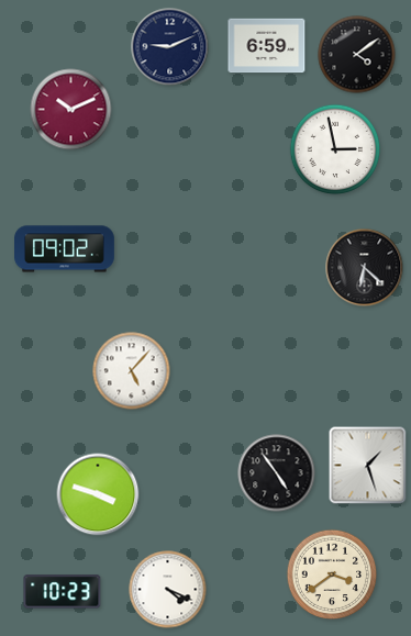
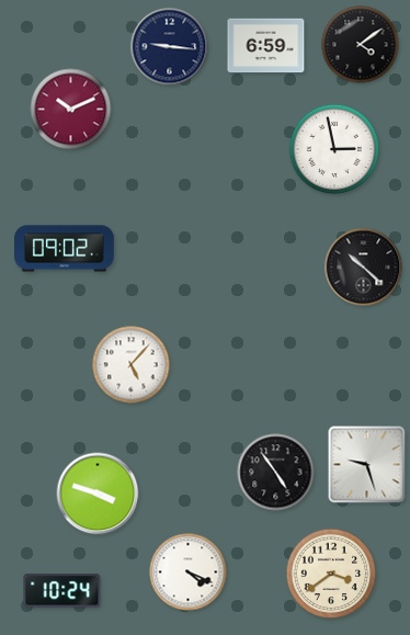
clock at (170, 47): 9:11 -> 9:16
clock at (357, 55) position: (357, 55) -> (361, 45)
clock at (365, 268): 6:22 -> 10:22
clock at (132, 371) position: (132, 371) -> (132, 365)
clock at (368, 466): 1:27 -> 9:27
clock at (168, 590) position: (168, 590) -> (189, 572)
clock at (63, 592): 10:23 -> 10:24
